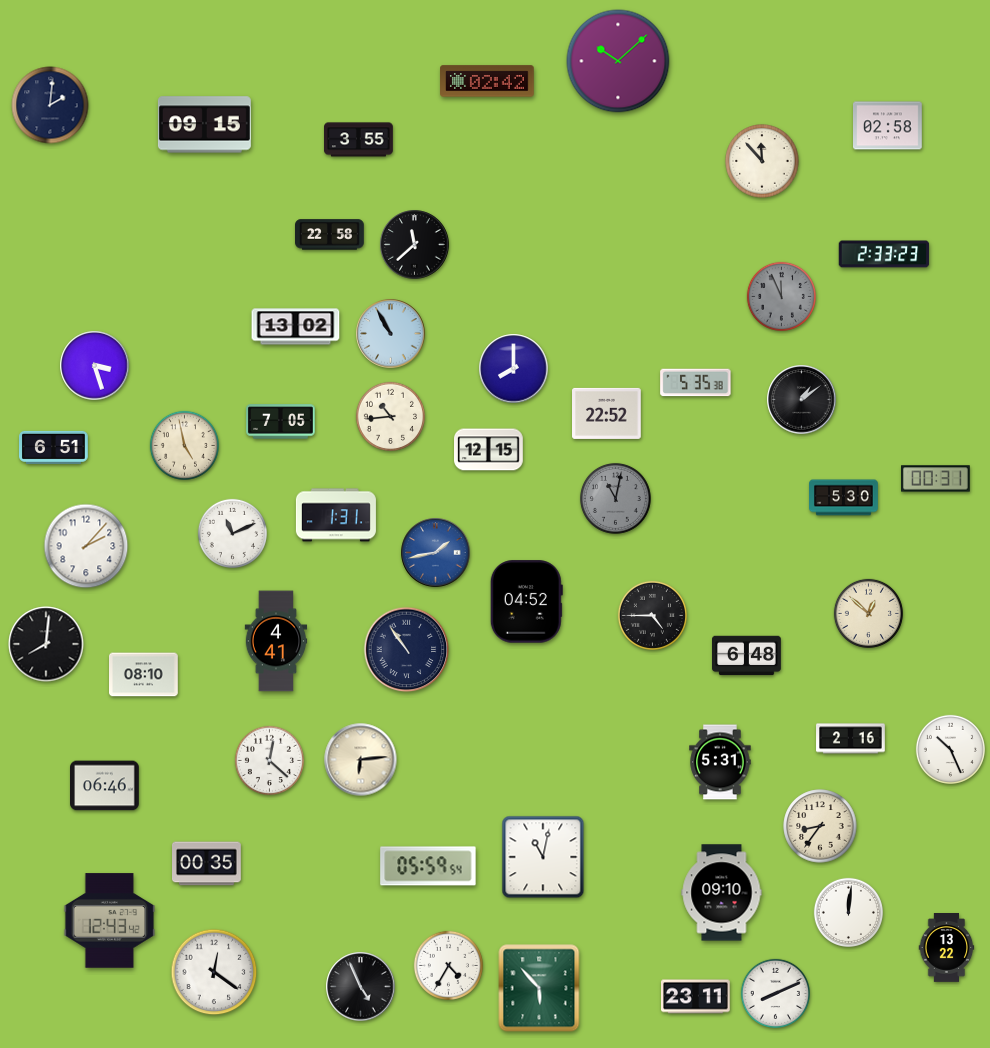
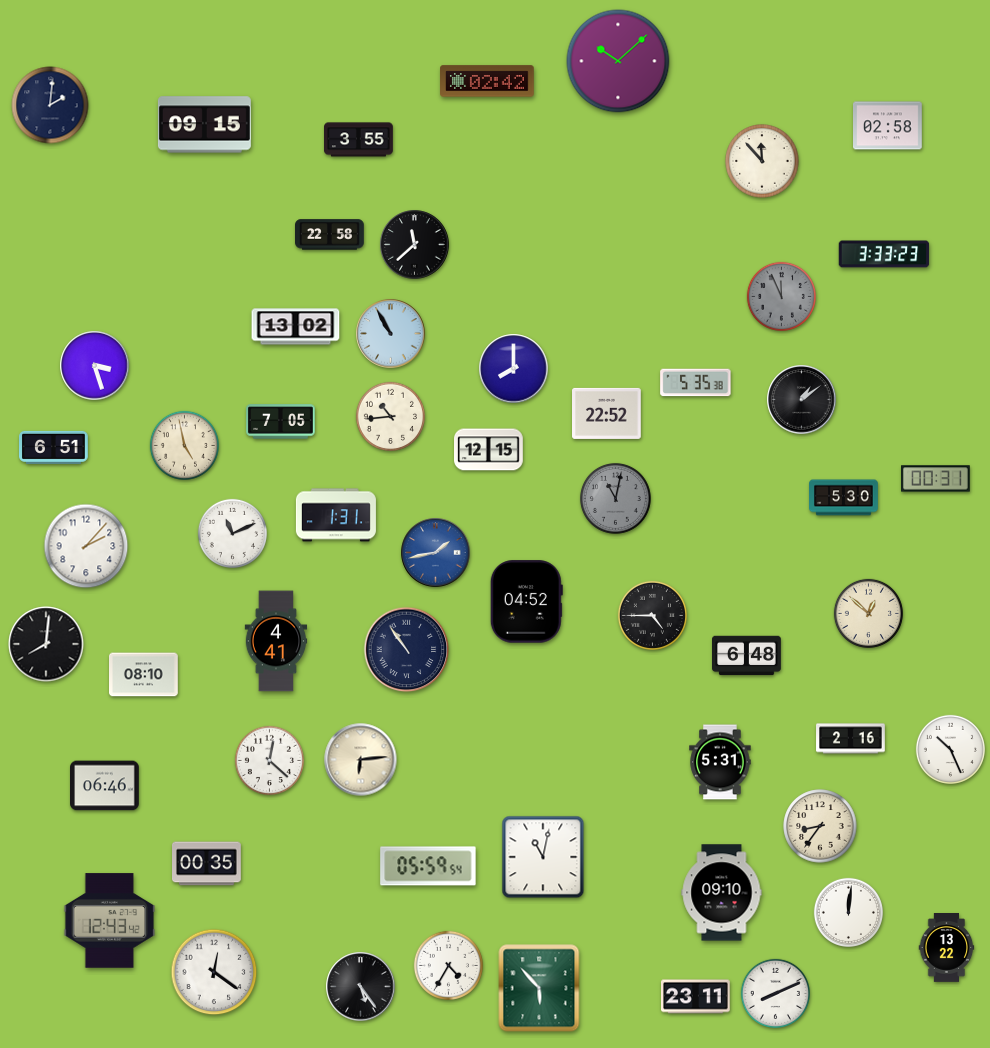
clock at (884, 254): 2:33 -> 3:33
clock at (361, 987): 4:56 -> 5:24
